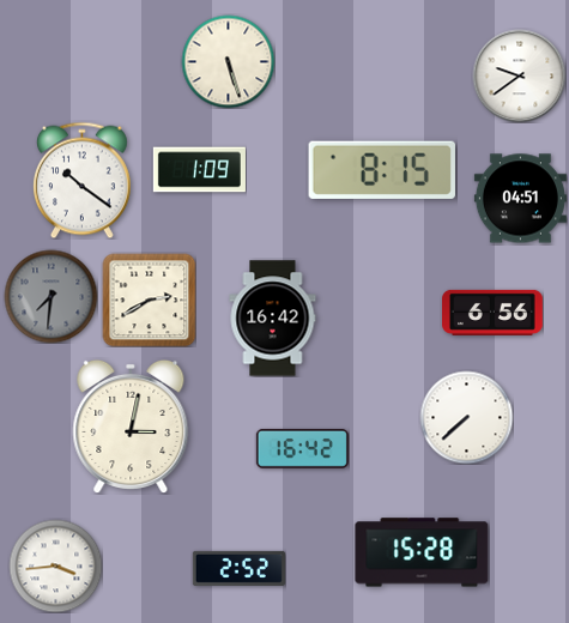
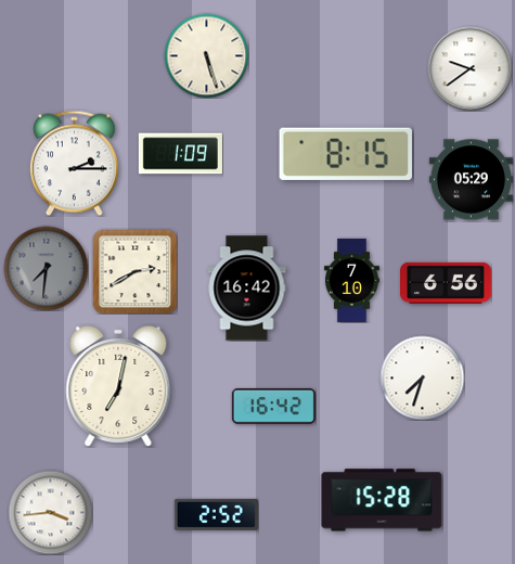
clock at (81, 180): 10:21 -> 2:15
clock at (520, 199): 04:51 -> 05:29
clock at (351, 280): none -> 7:10
clock at (466, 417): 7:38 -> 7:33
clock at (131, 425): 3:02 -> 7:02
